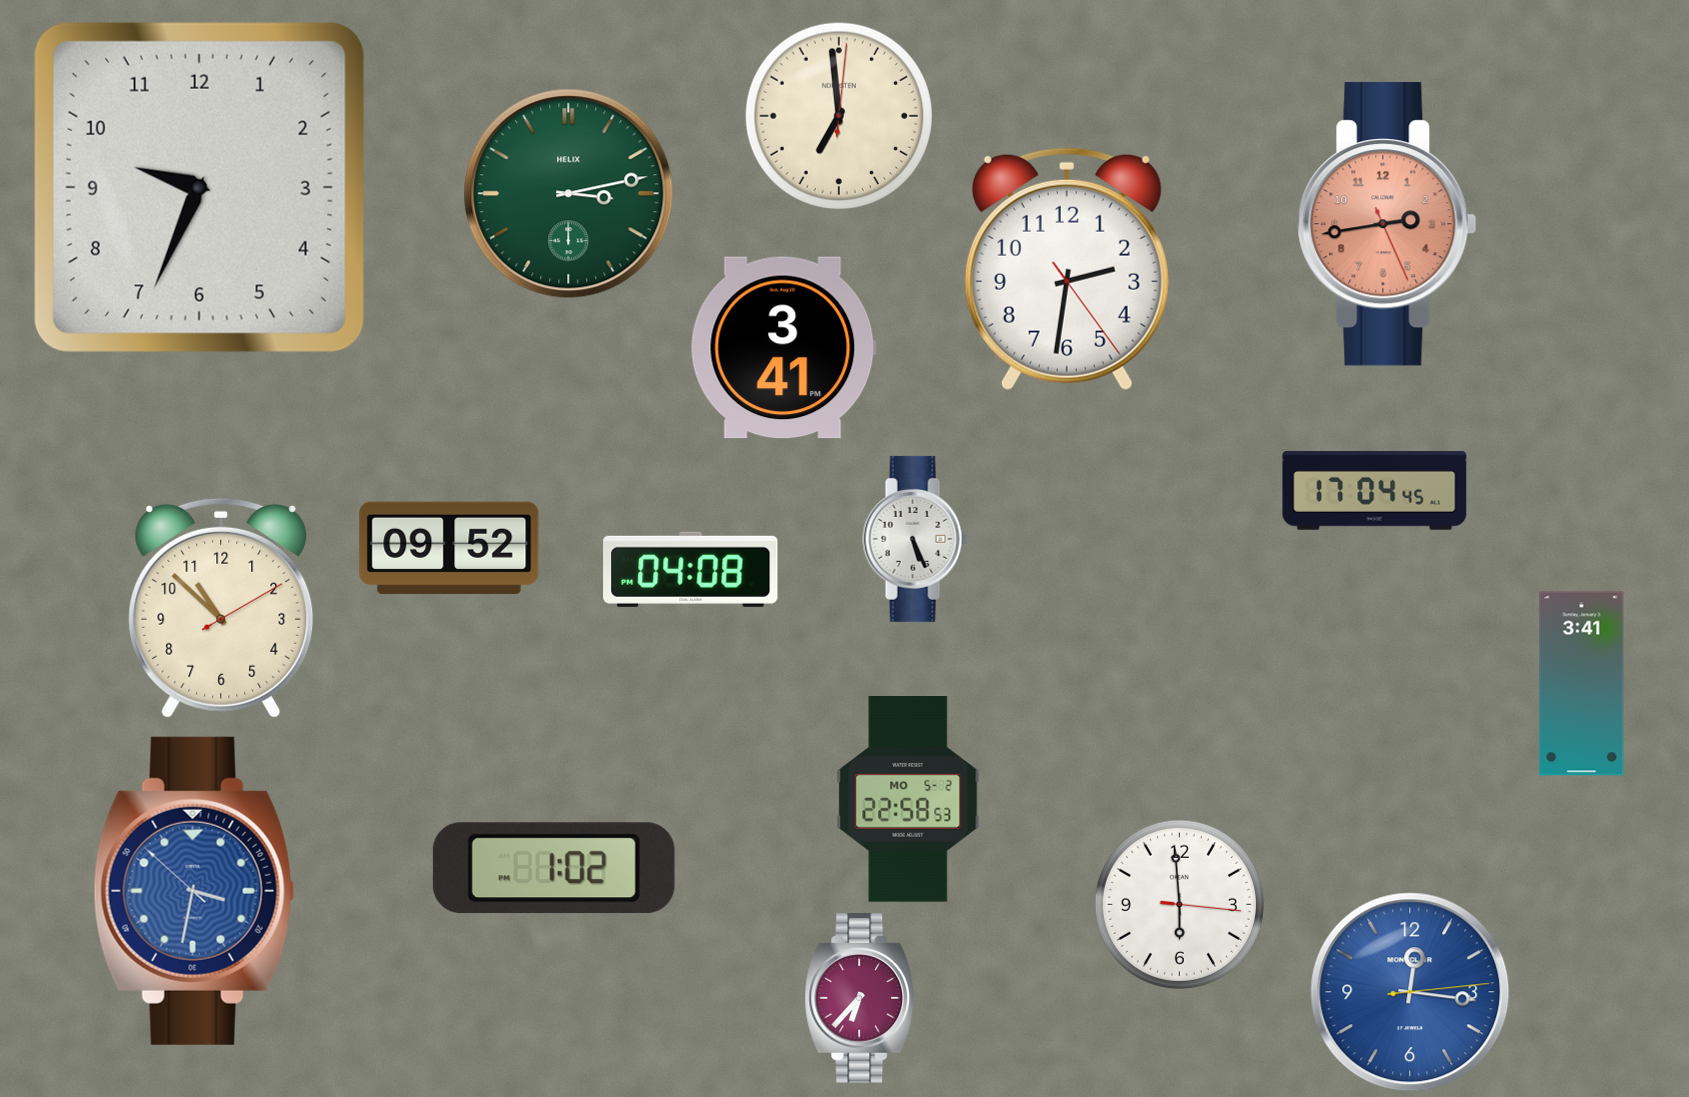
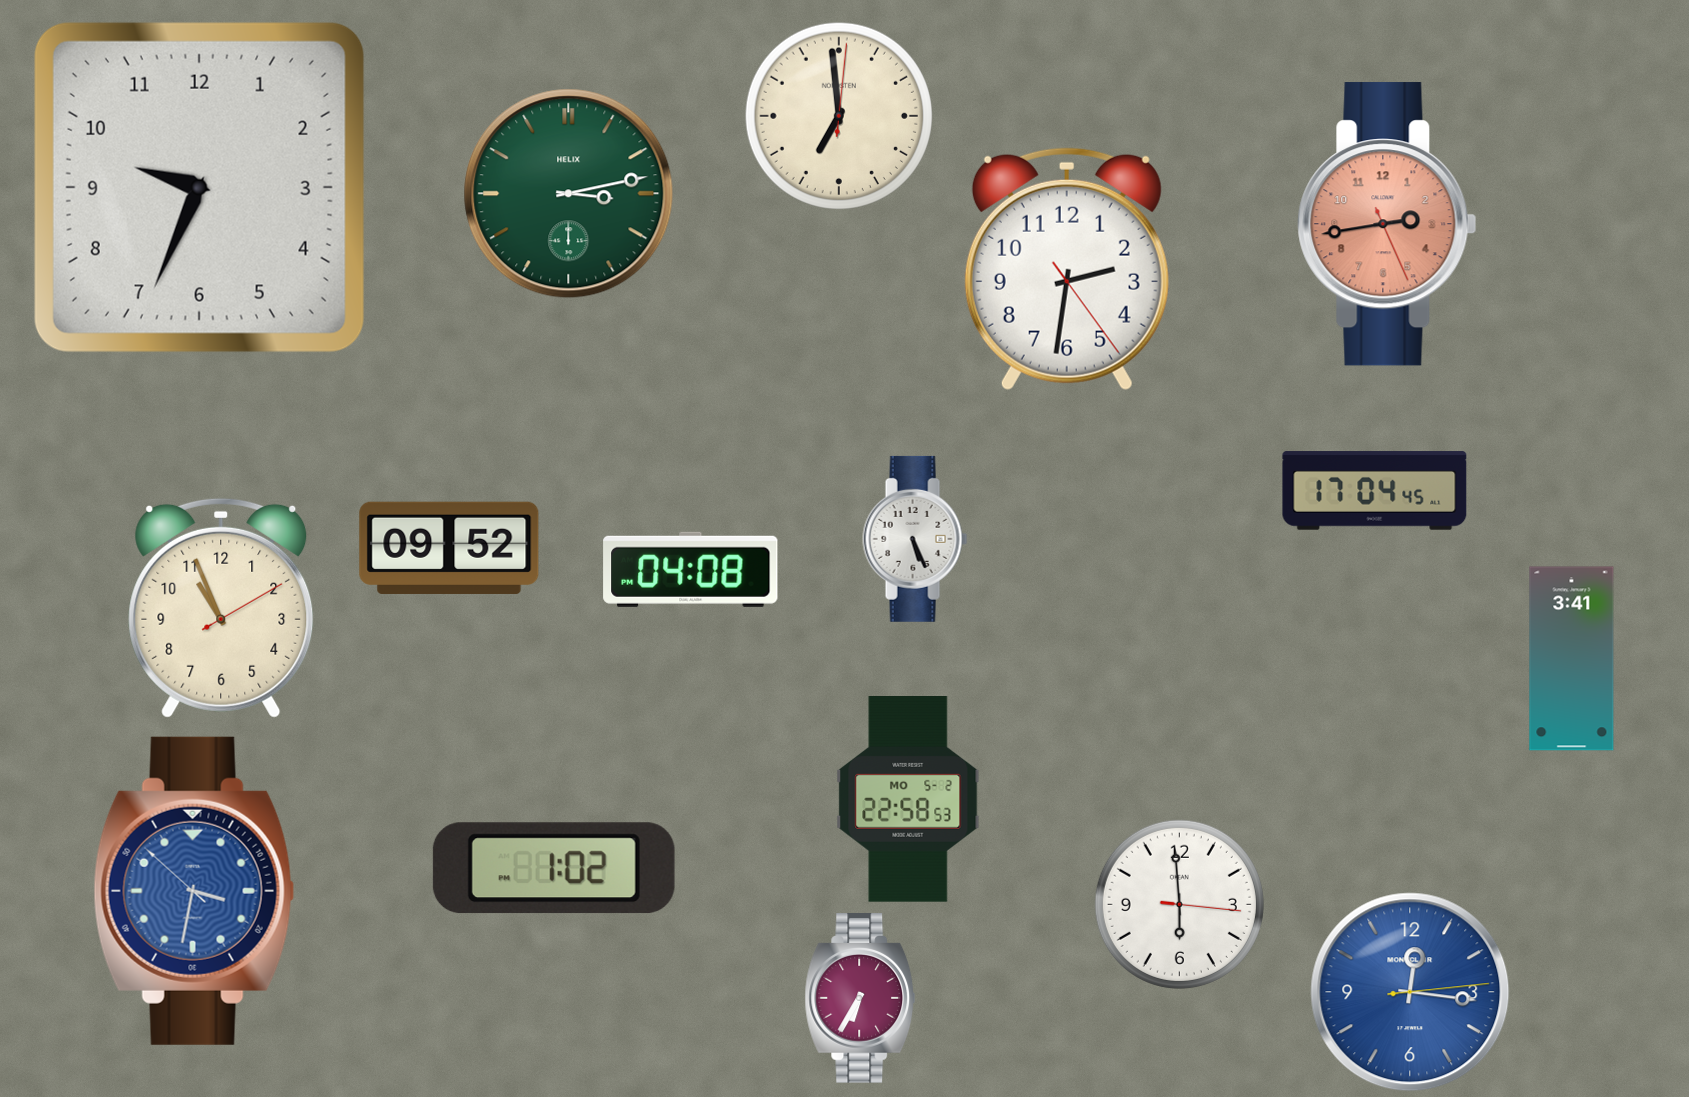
clock at (783, 348): 3:41 -> none
clock at (221, 608): 10:52 -> 10:56
clock at (1582, 684) position: (1582, 684) -> (1572, 659)
clock at (860, 999): 6:37 -> 6:35
